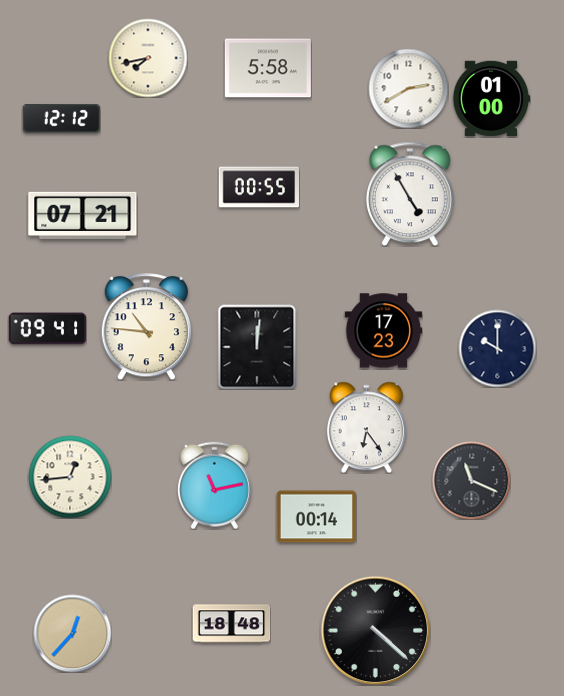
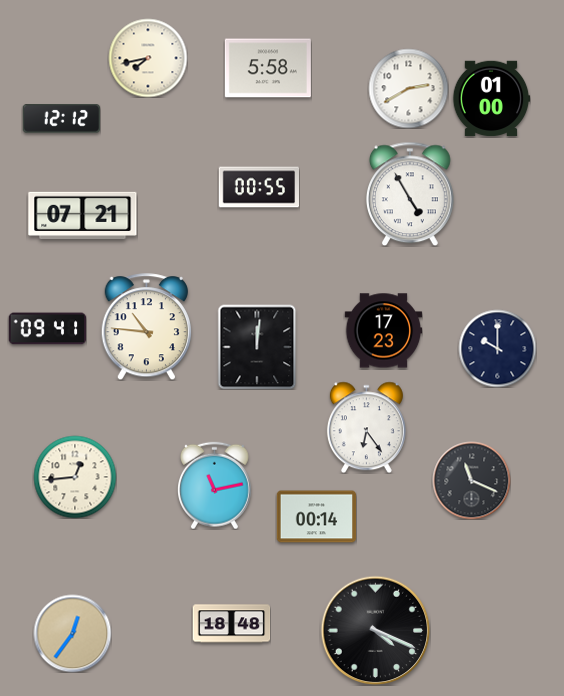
clock at (70, 477) position: (70, 477) -> (75, 477)
clock at (375, 630): 4:22 -> 4:19
clock at (72, 633): 12:37 -> 12:36
